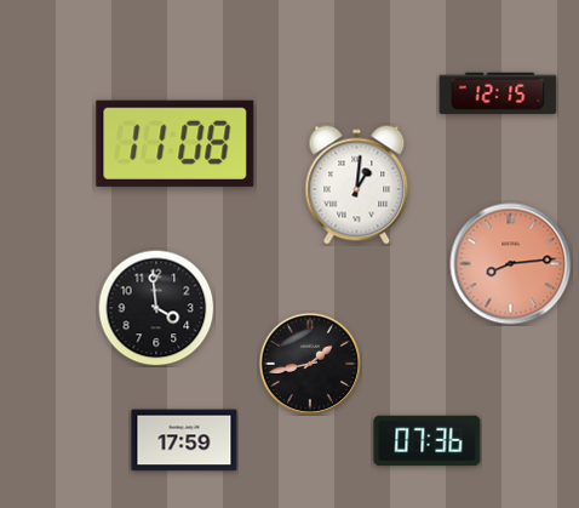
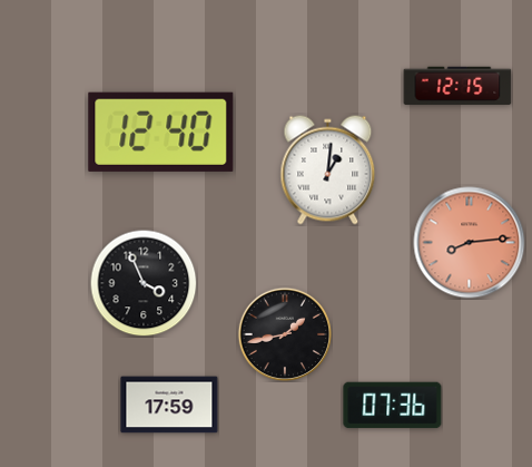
clock at (176, 143): 11:08 -> 12:40
clock at (156, 308): 3:59 -> 3:56
